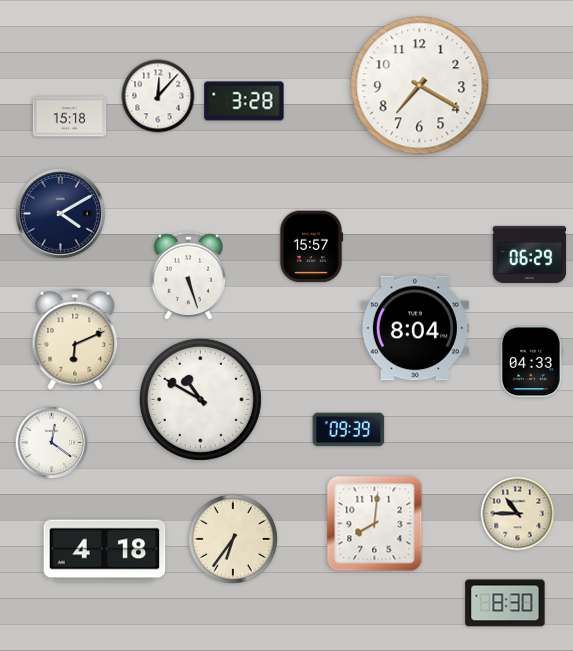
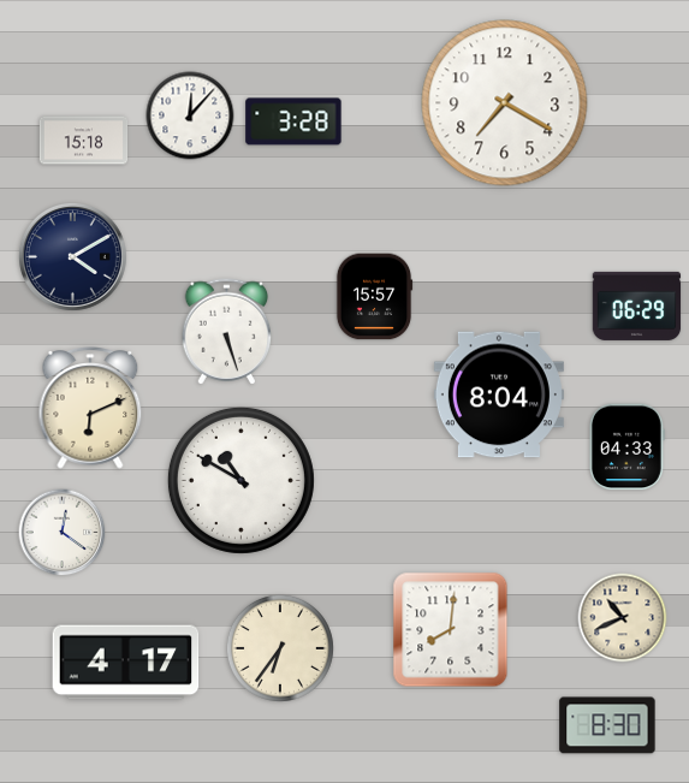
clock at (531, 362) position: (531, 362) -> (626, 447)
clock at (349, 430): 09:39 -> none
clock at (518, 514): 10:45 -> 10:41
clock at (105, 551): 4:18 -> 4:17
